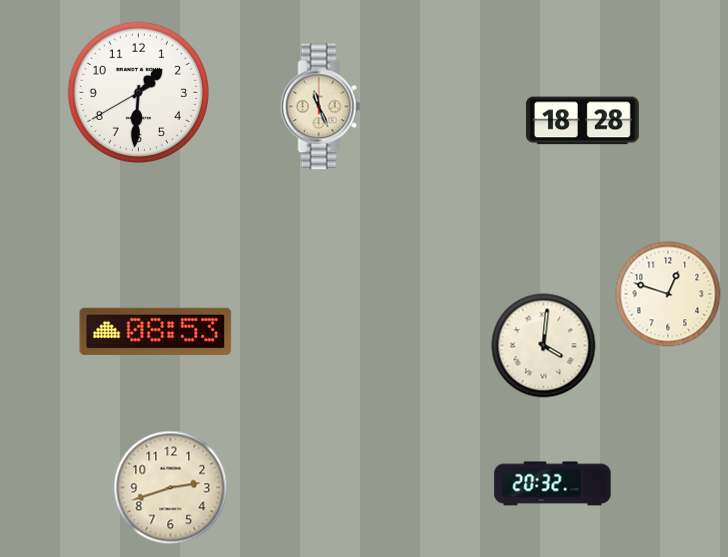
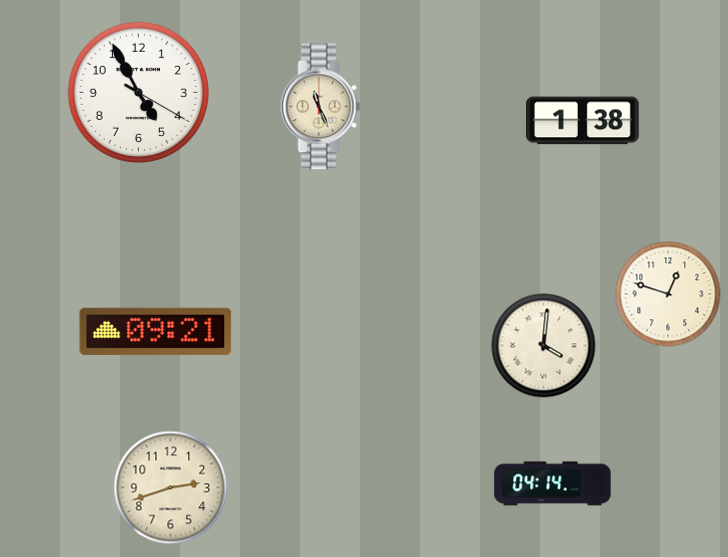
clock at (138, 92): 1:30 -> 4:55
clock at (583, 121): 18:28 -> 1:38
clock at (156, 331): 08:53 -> 09:21
clock at (553, 484): 20:32 -> 04:14
